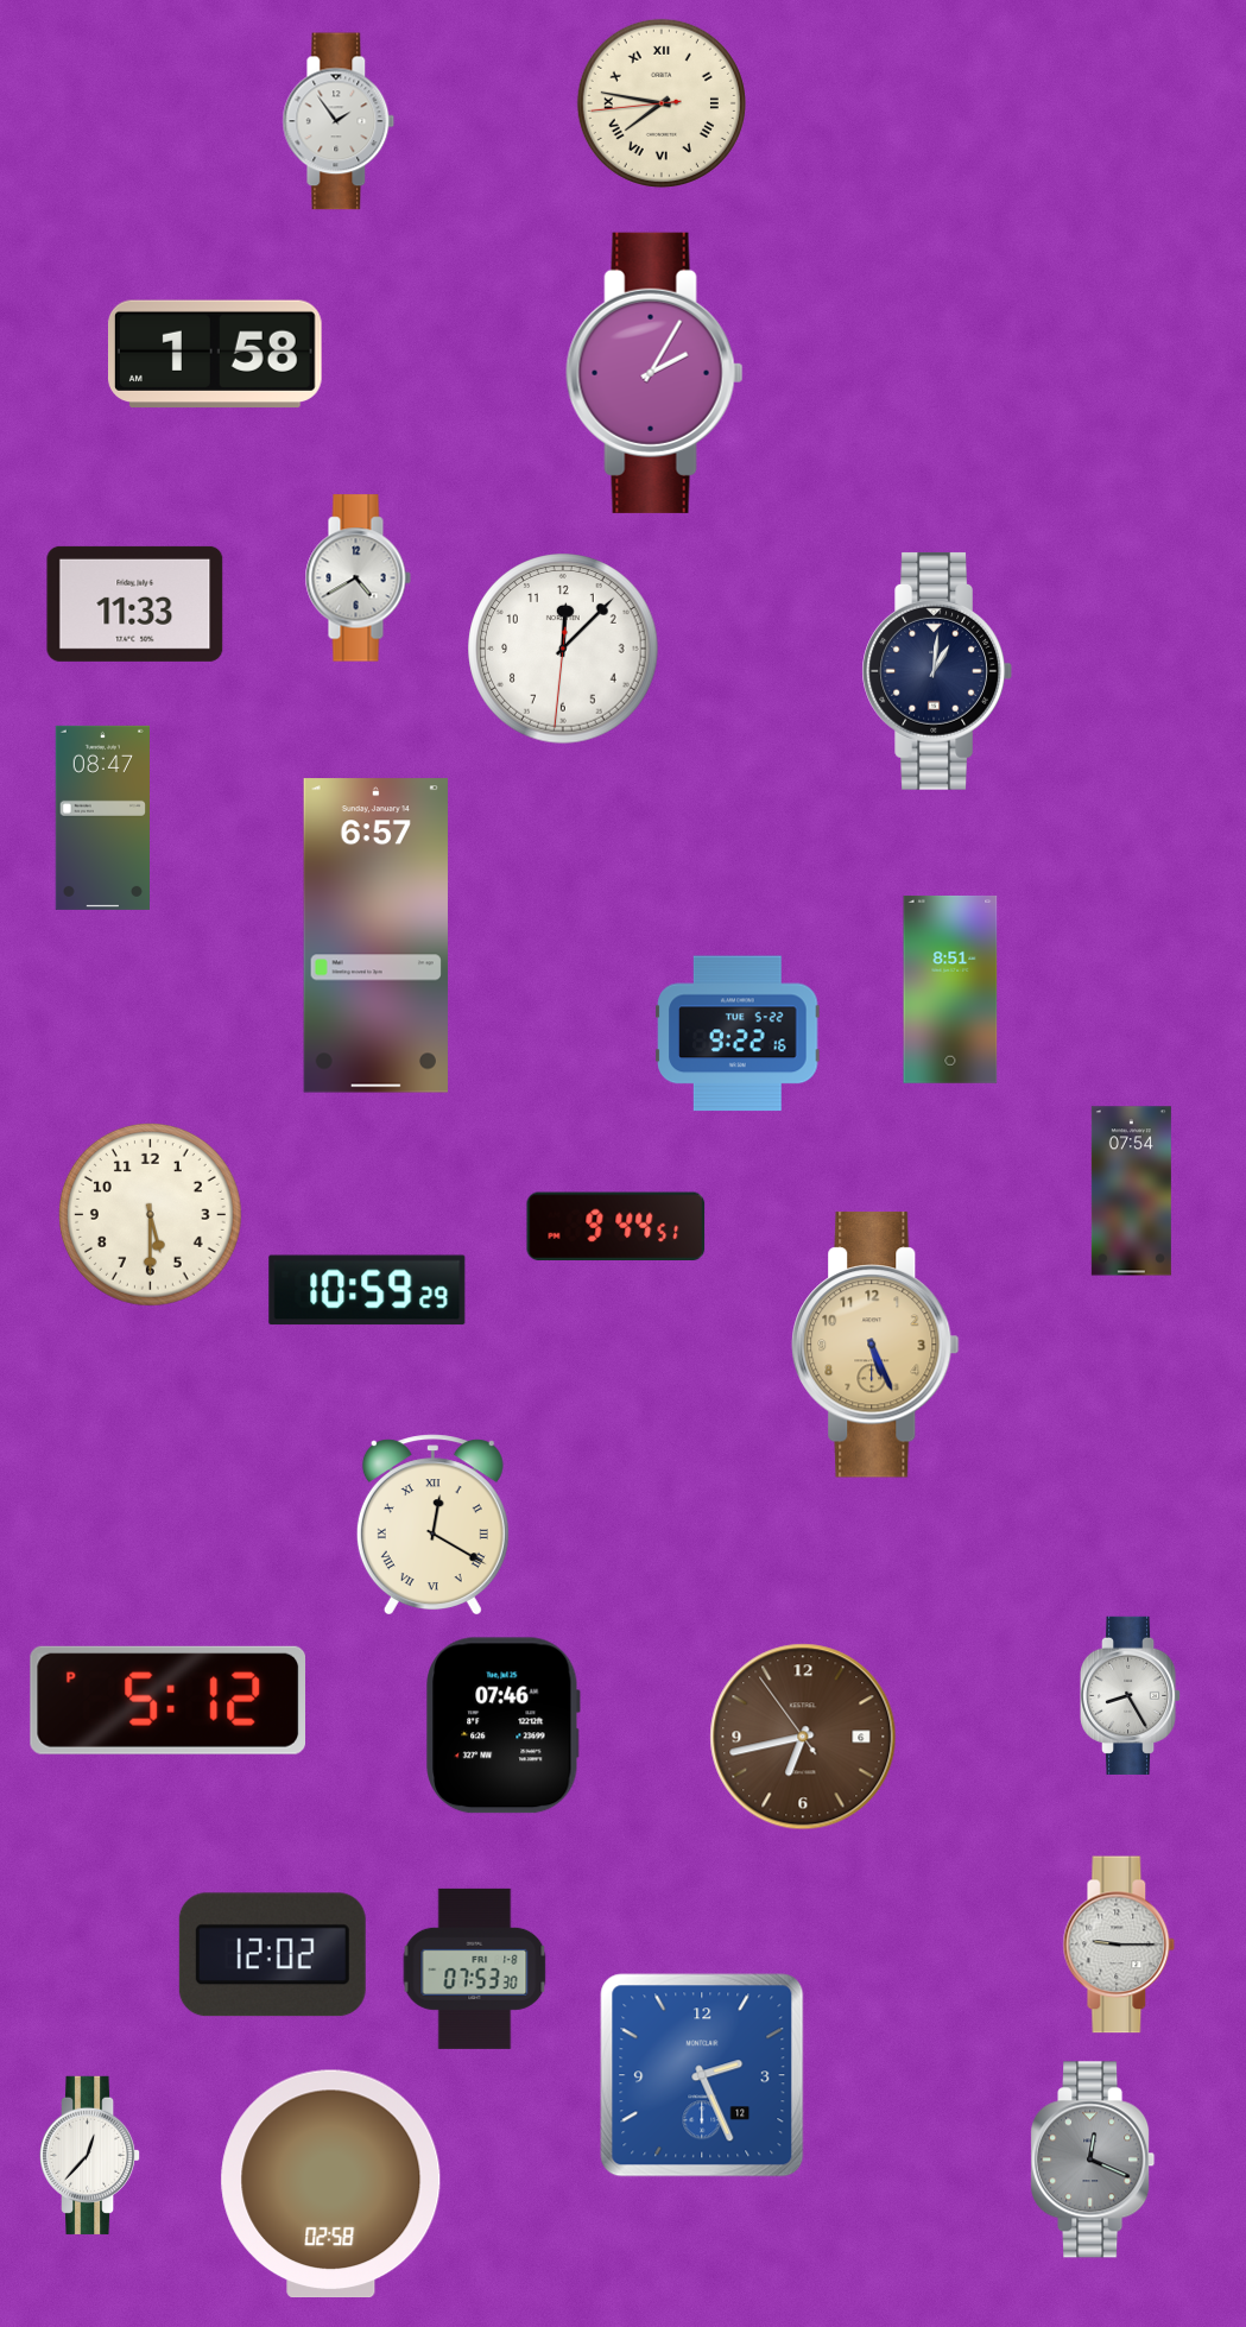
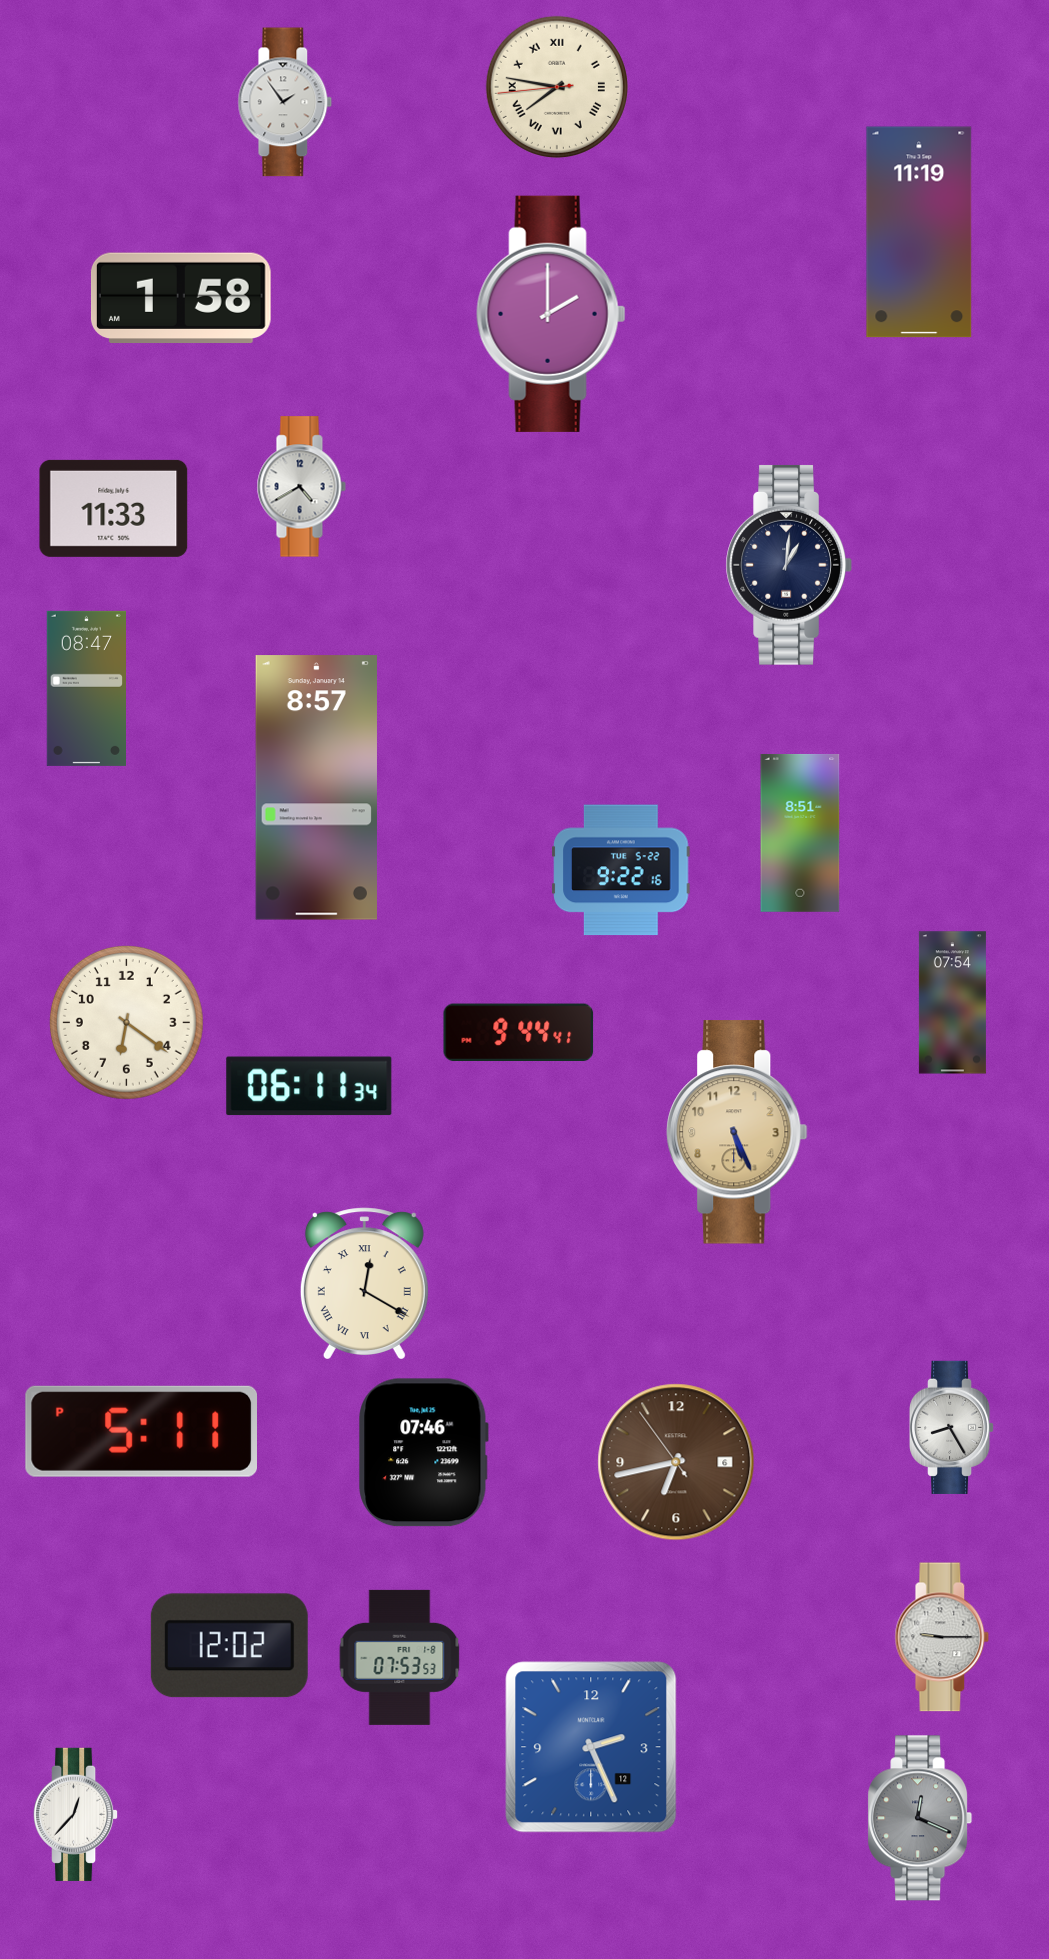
clock at (919, 232): none -> 11:19
clock at (654, 373): 2:05 -> 2:00
clock at (563, 649): 12:07 -> none
clock at (375, 936): 6:57 -> 8:57
clock at (150, 1214): 5:30 -> 6:21
clock at (616, 1226): 9:44:51 -> 9:44:41
clock at (367, 1290): 10:59 -> 06:11
clock at (167, 1700): 5:12 -> 5:11
clock at (475, 1968): 07:53:30 -> 07:53:53
clock at (331, 2183): 02:58 -> none
